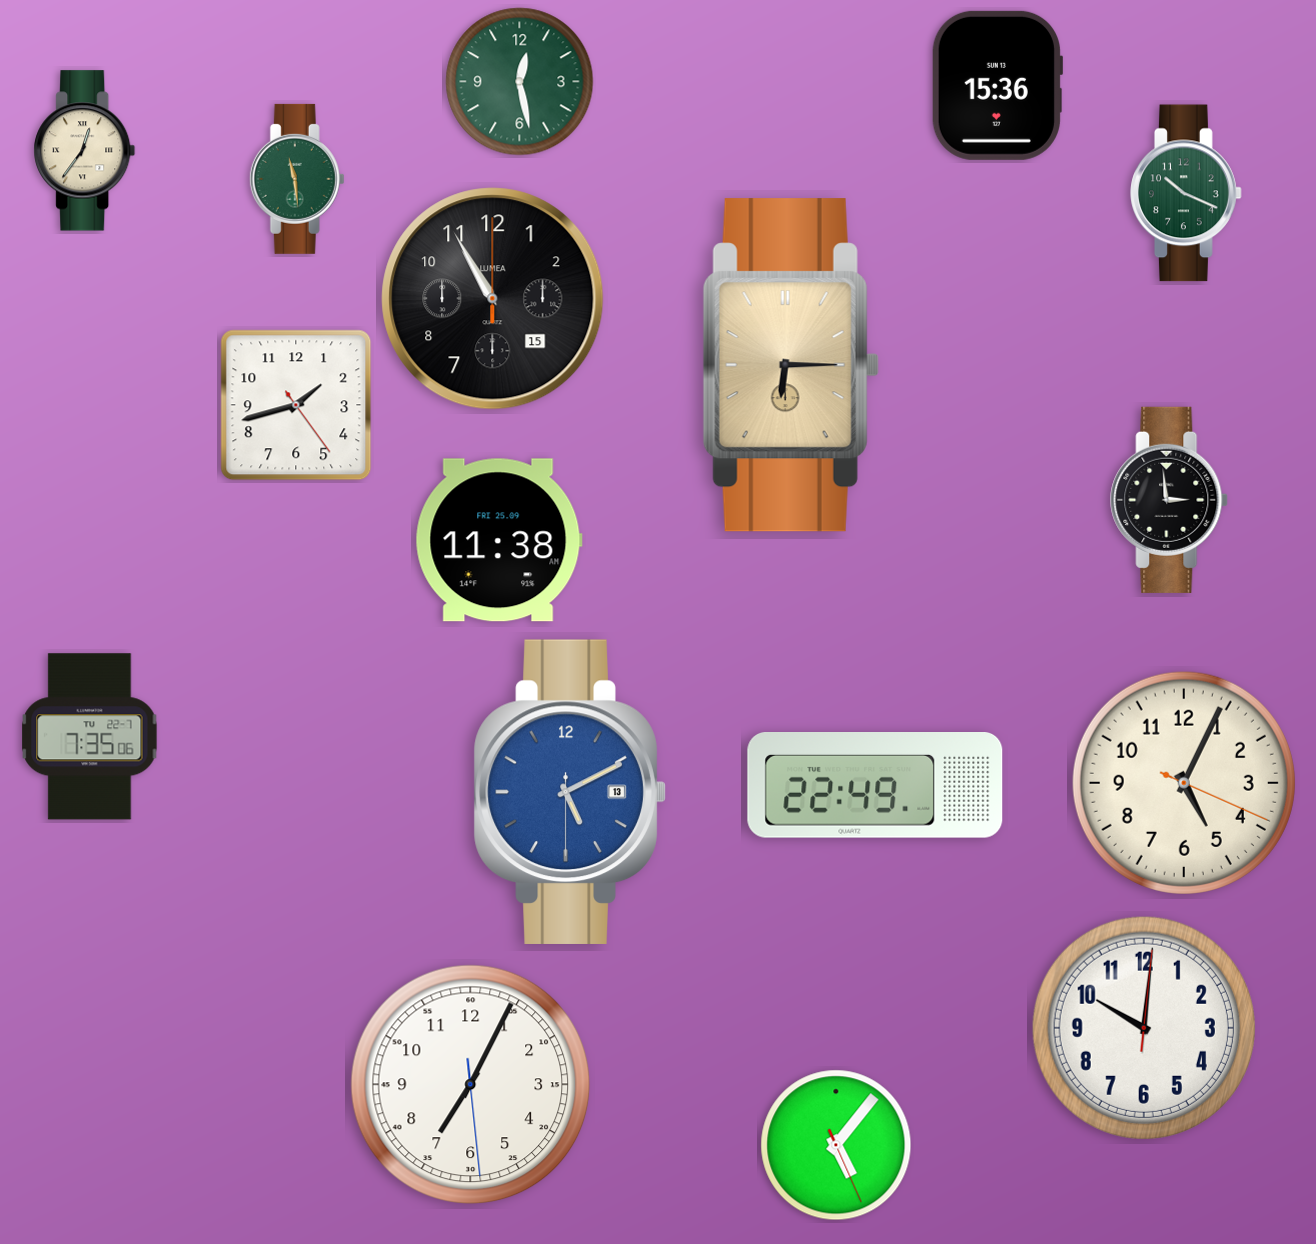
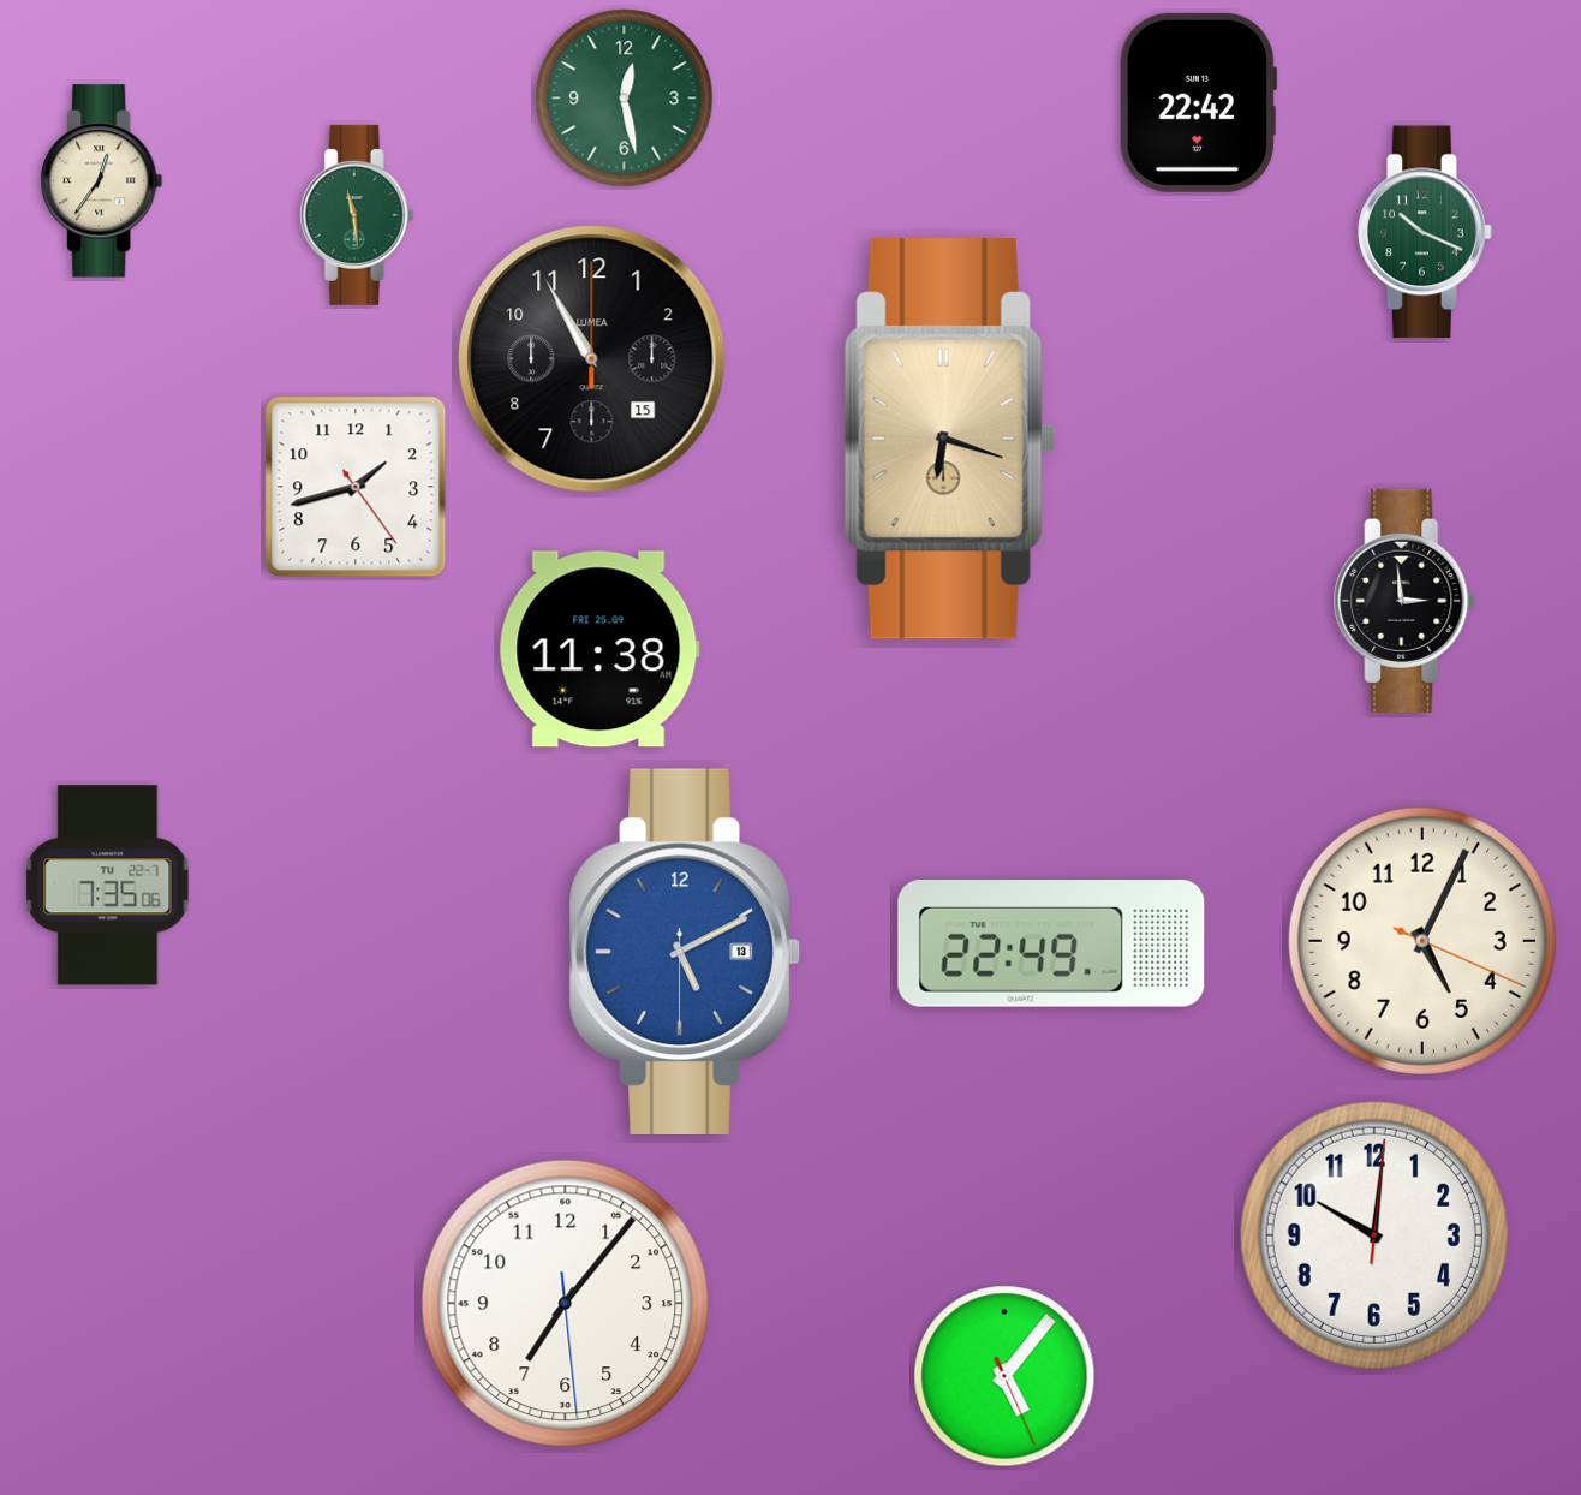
clock at (996, 85): 15:36 -> 22:42
clock at (791, 365): 6:15 -> 6:18
clock at (471, 1085): 7:04 -> 7:06
